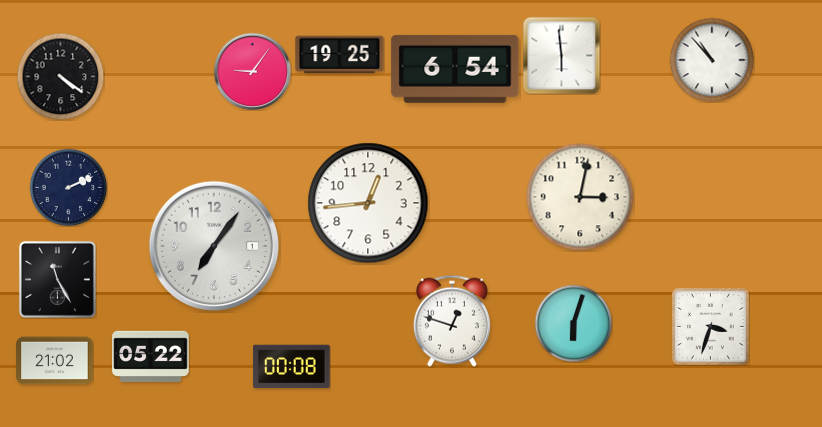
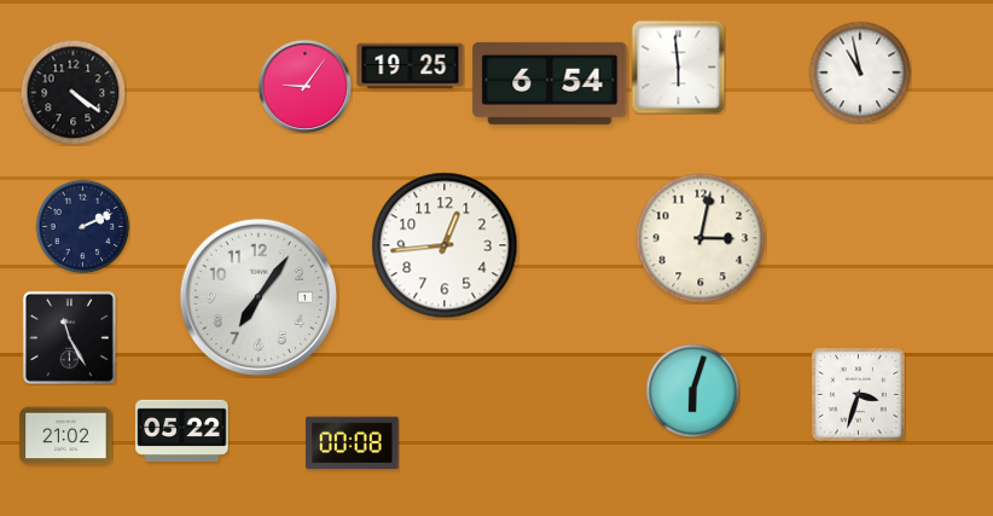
clock at (712, 60): 10:53 -> 10:58
clock at (452, 321): 12:48 -> none
